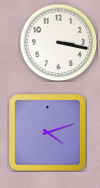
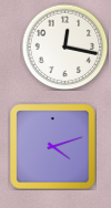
clock at (58, 42): 3:17 -> 12:17
